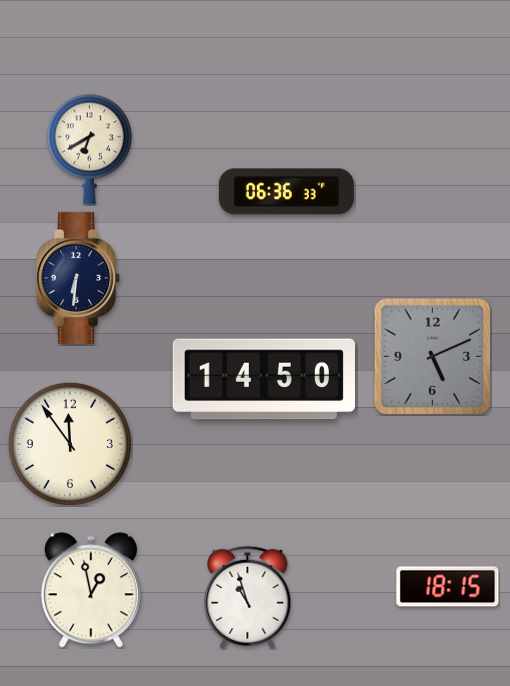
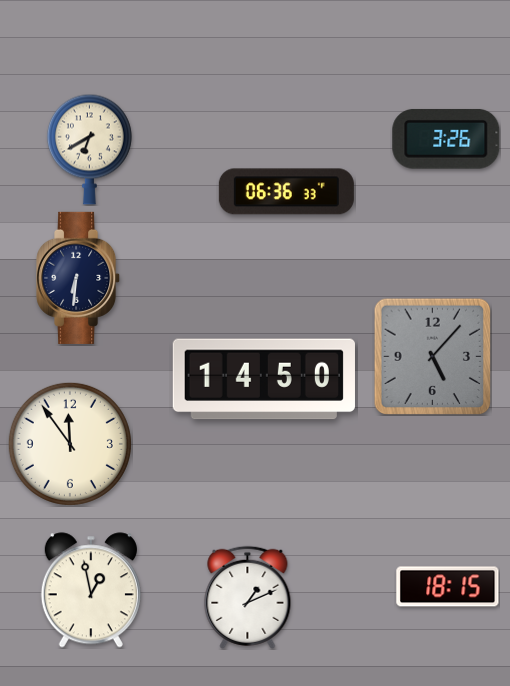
clock at (446, 139): none -> 3:26
clock at (432, 356): 5:11 -> 5:07
clock at (248, 597): 10:57 -> 1:11
